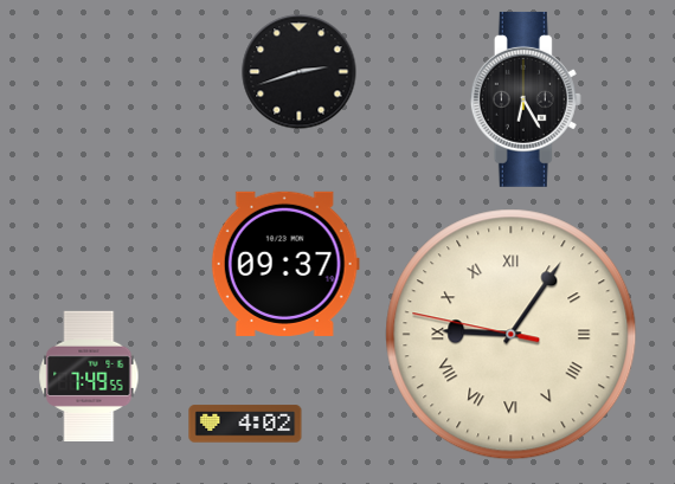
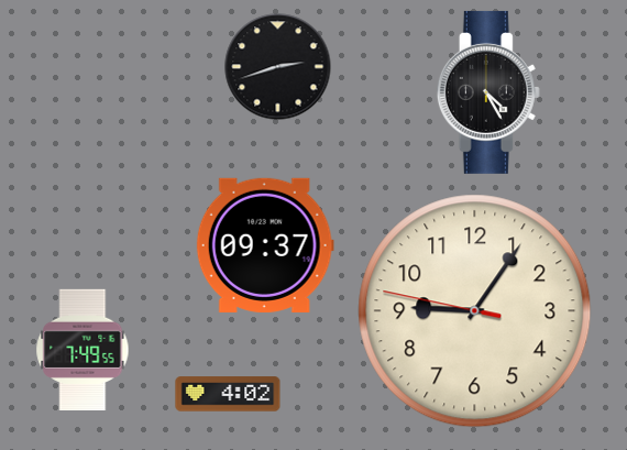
clock at (526, 99): 6:25 -> 4:25
clock at (512, 335) numerals: Roman -> Arabic
